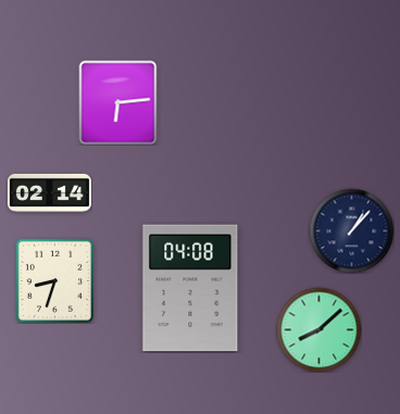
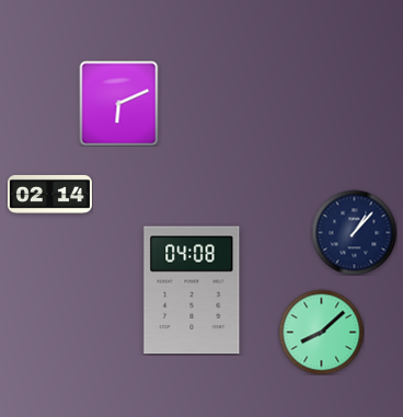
clock at (118, 102): 6:14 -> 6:11
clock at (54, 280): 8:33 -> none
